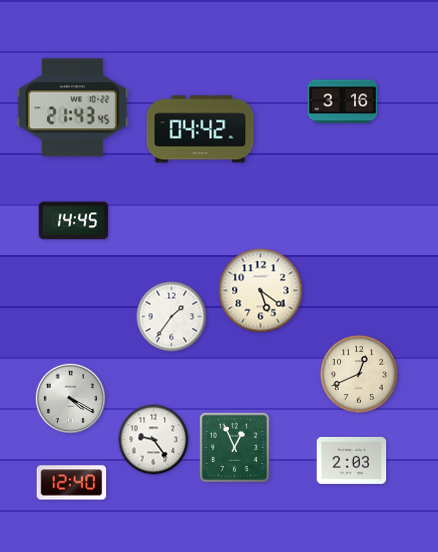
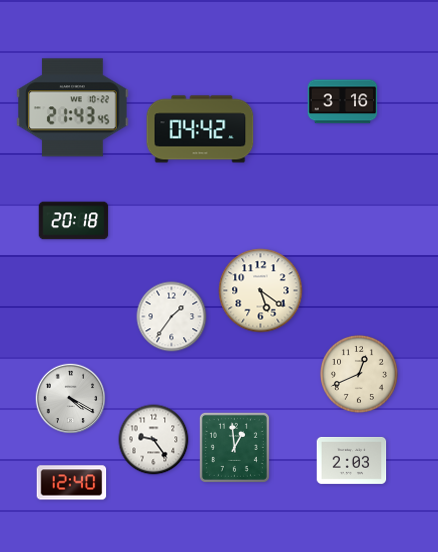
clock at (74, 221): 14:45 -> 20:18
clock at (234, 447): 12:56 -> 12:59
